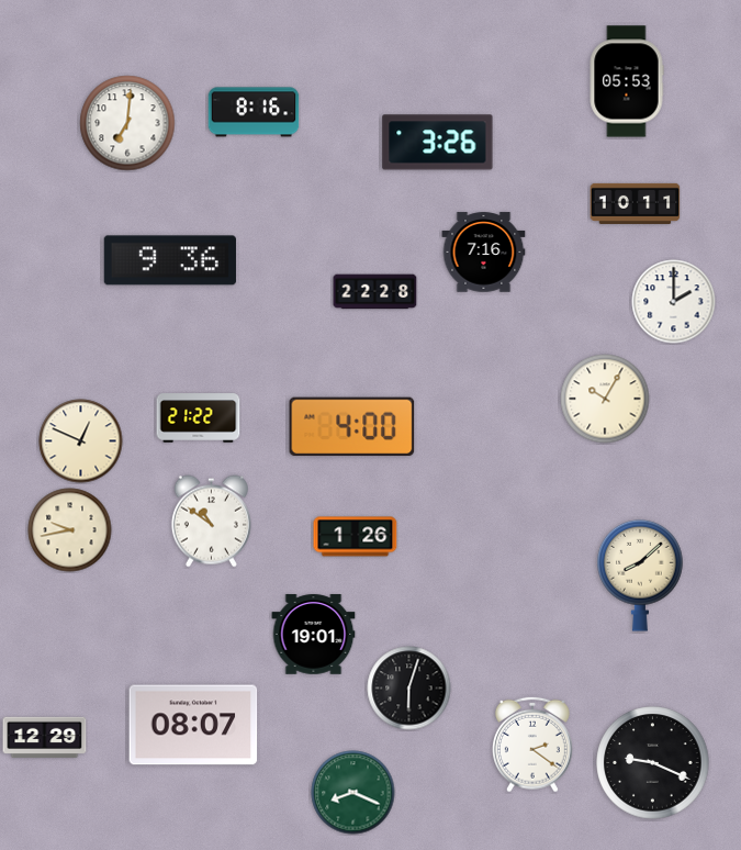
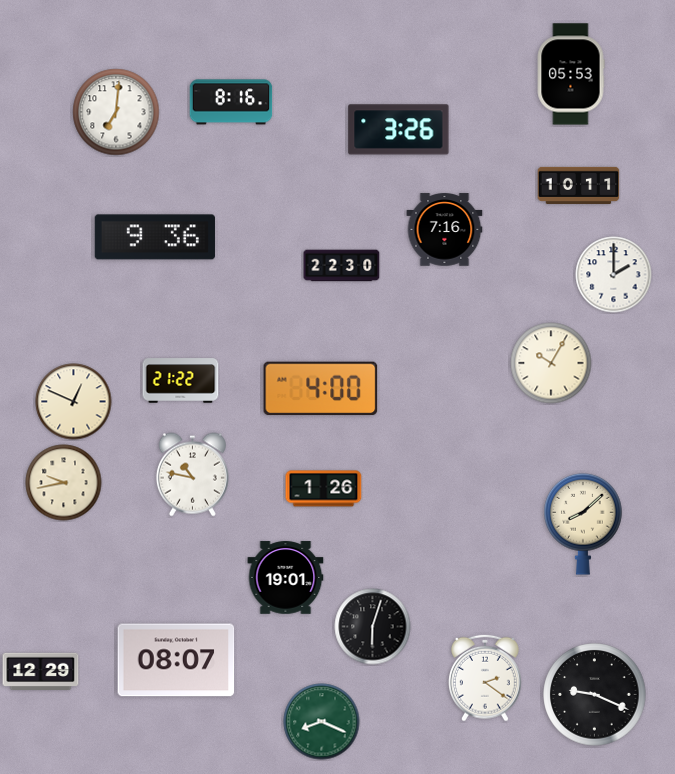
clock at (484, 253) position: (484, 253) -> (445, 230)
clock at (375, 292): 22:28 -> 22:30
clock at (211, 522): 10:51 -> 10:47
